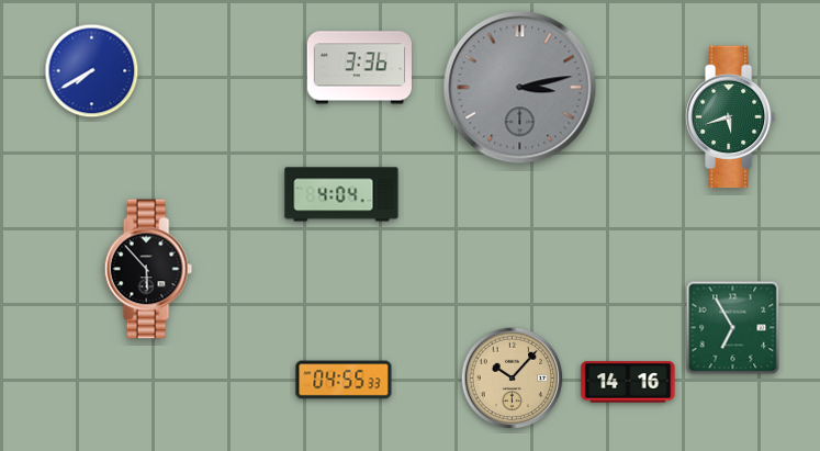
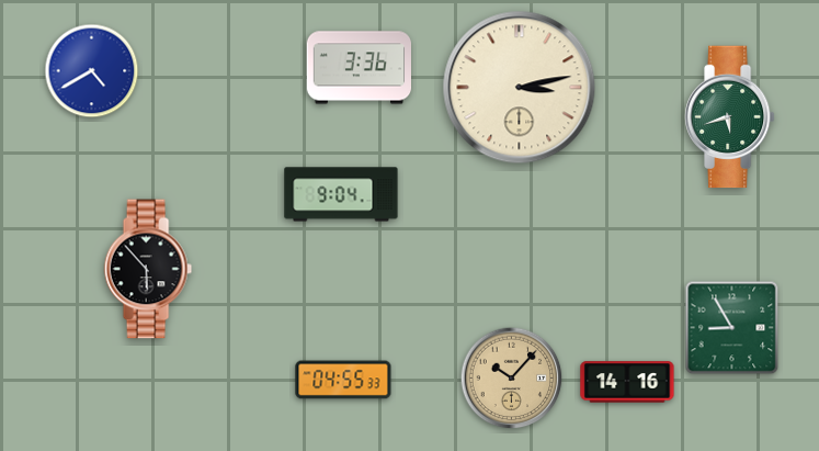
clock at (92, 71): 7:40 -> 4:40
clock at (520, 88) dial: grey -> cream
clock at (341, 194): 4:04 -> 9:04
clock at (733, 328): 6:55 -> 8:55
